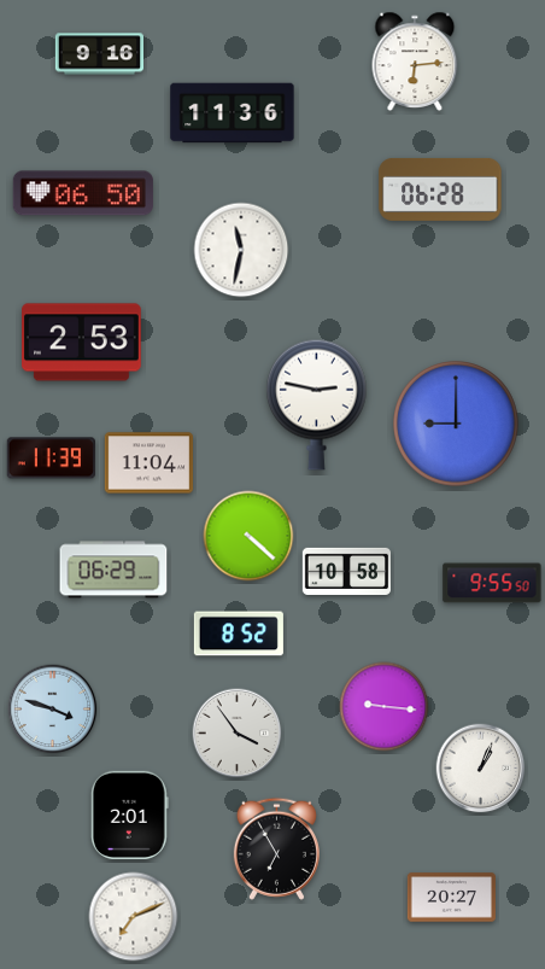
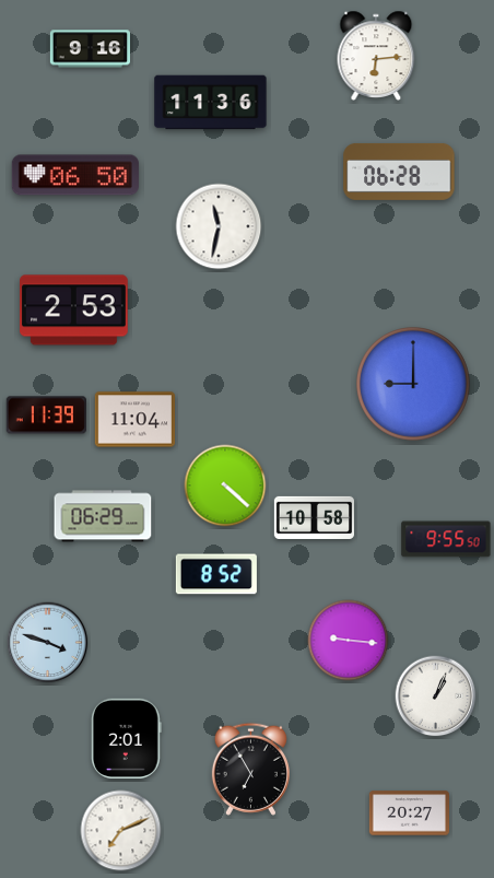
clock at (317, 404): 2:47 -> none
clock at (492, 583) position: (492, 583) -> (446, 539)
clock at (238, 734): 3:54 -> none
clock at (129, 815) position: (129, 815) -> (126, 738)
